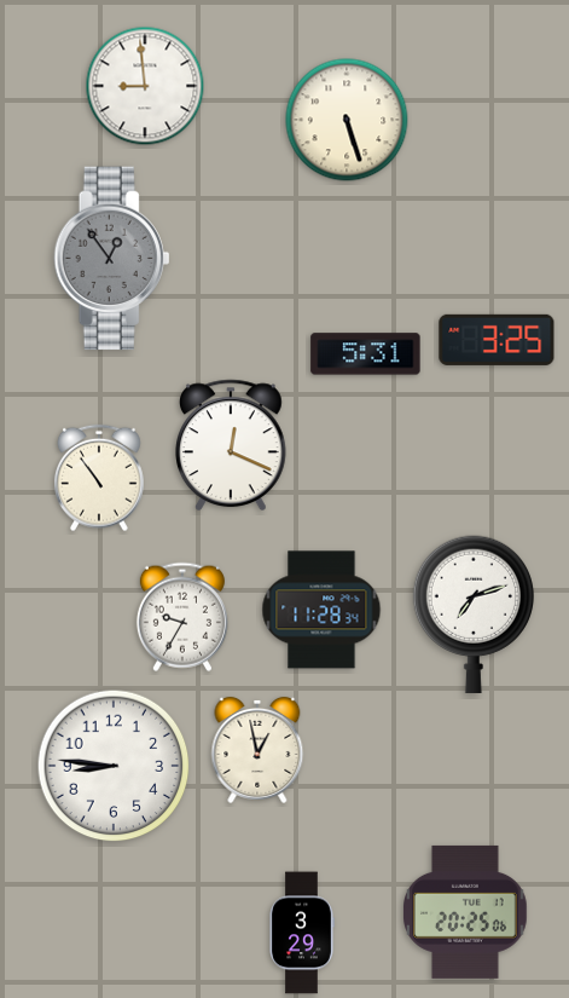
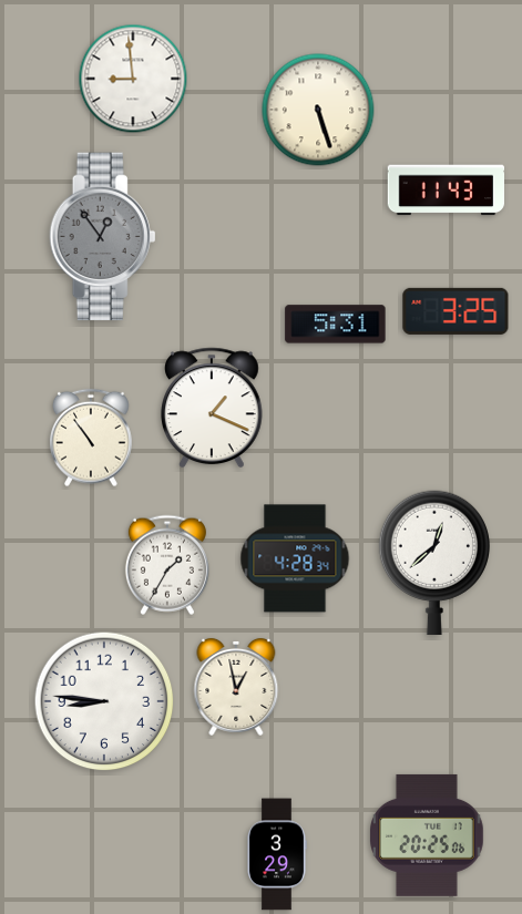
clock at (446, 191): none -> 11:43
clock at (232, 444): 12:19 -> 1:19
clock at (321, 610): 11:28 -> 4:28
clock at (474, 615): 7:12 -> 12:38
clock at (182, 617): 9:35 -> 1:35
